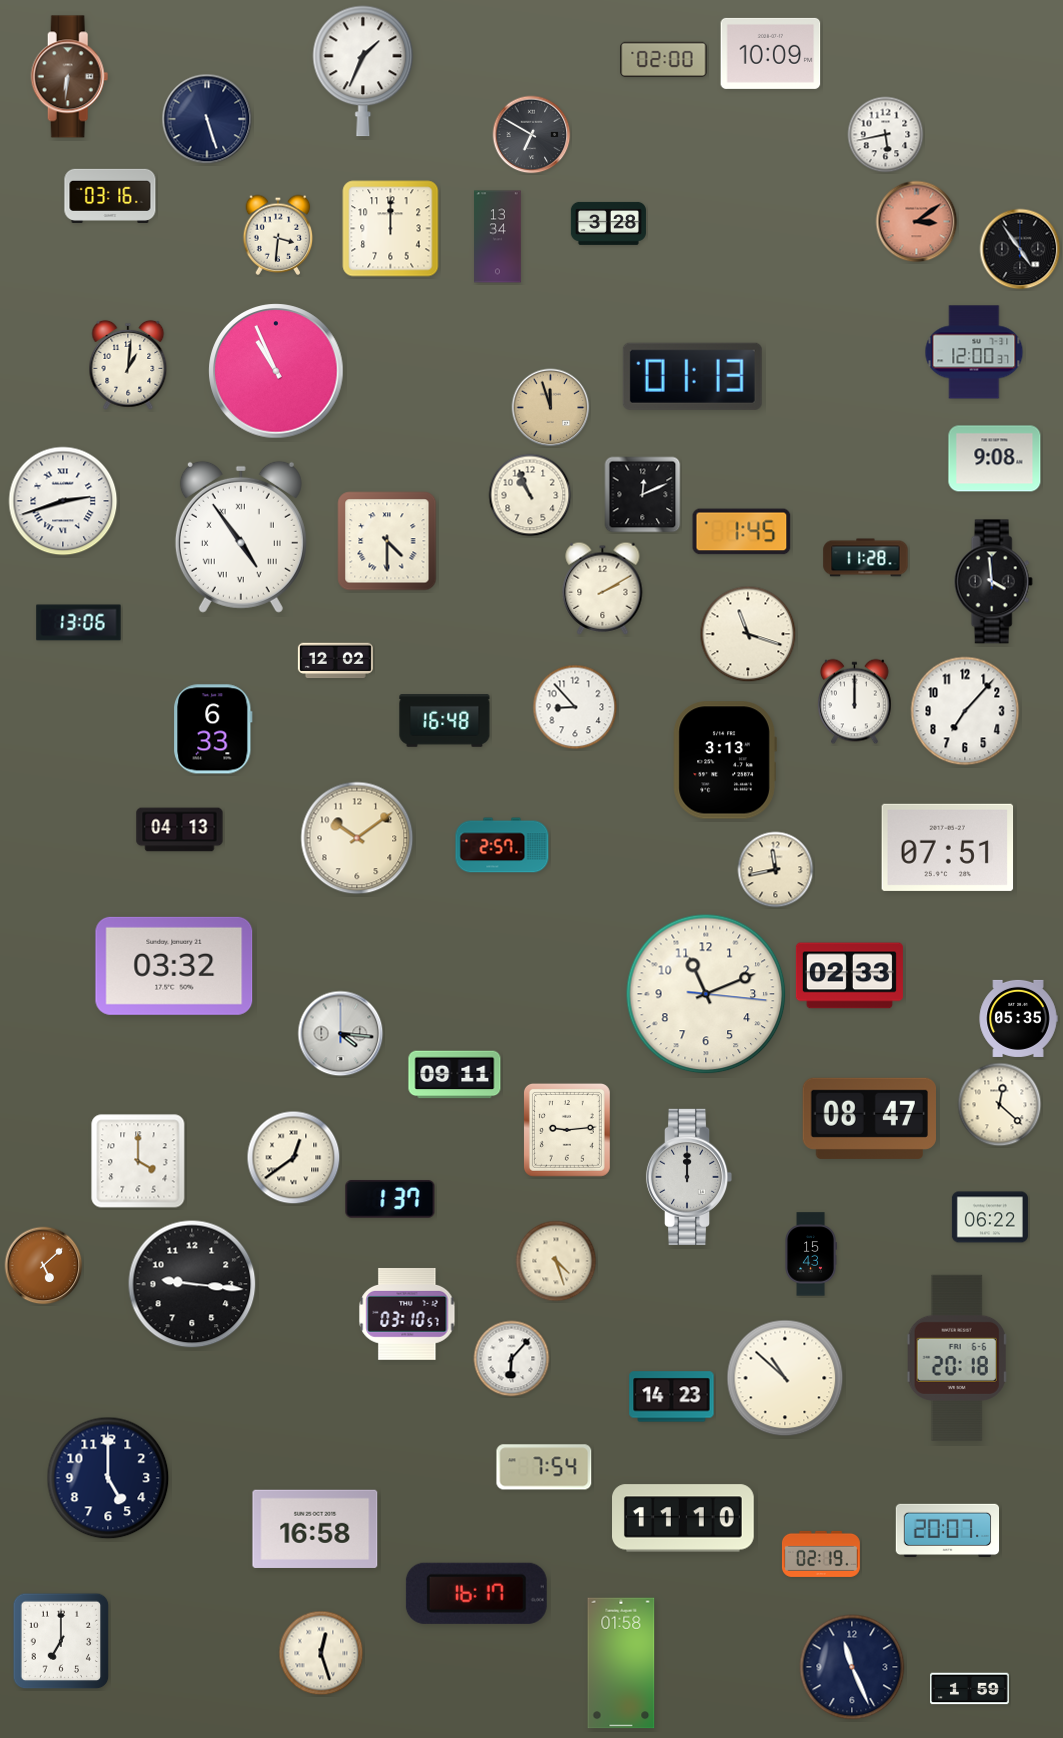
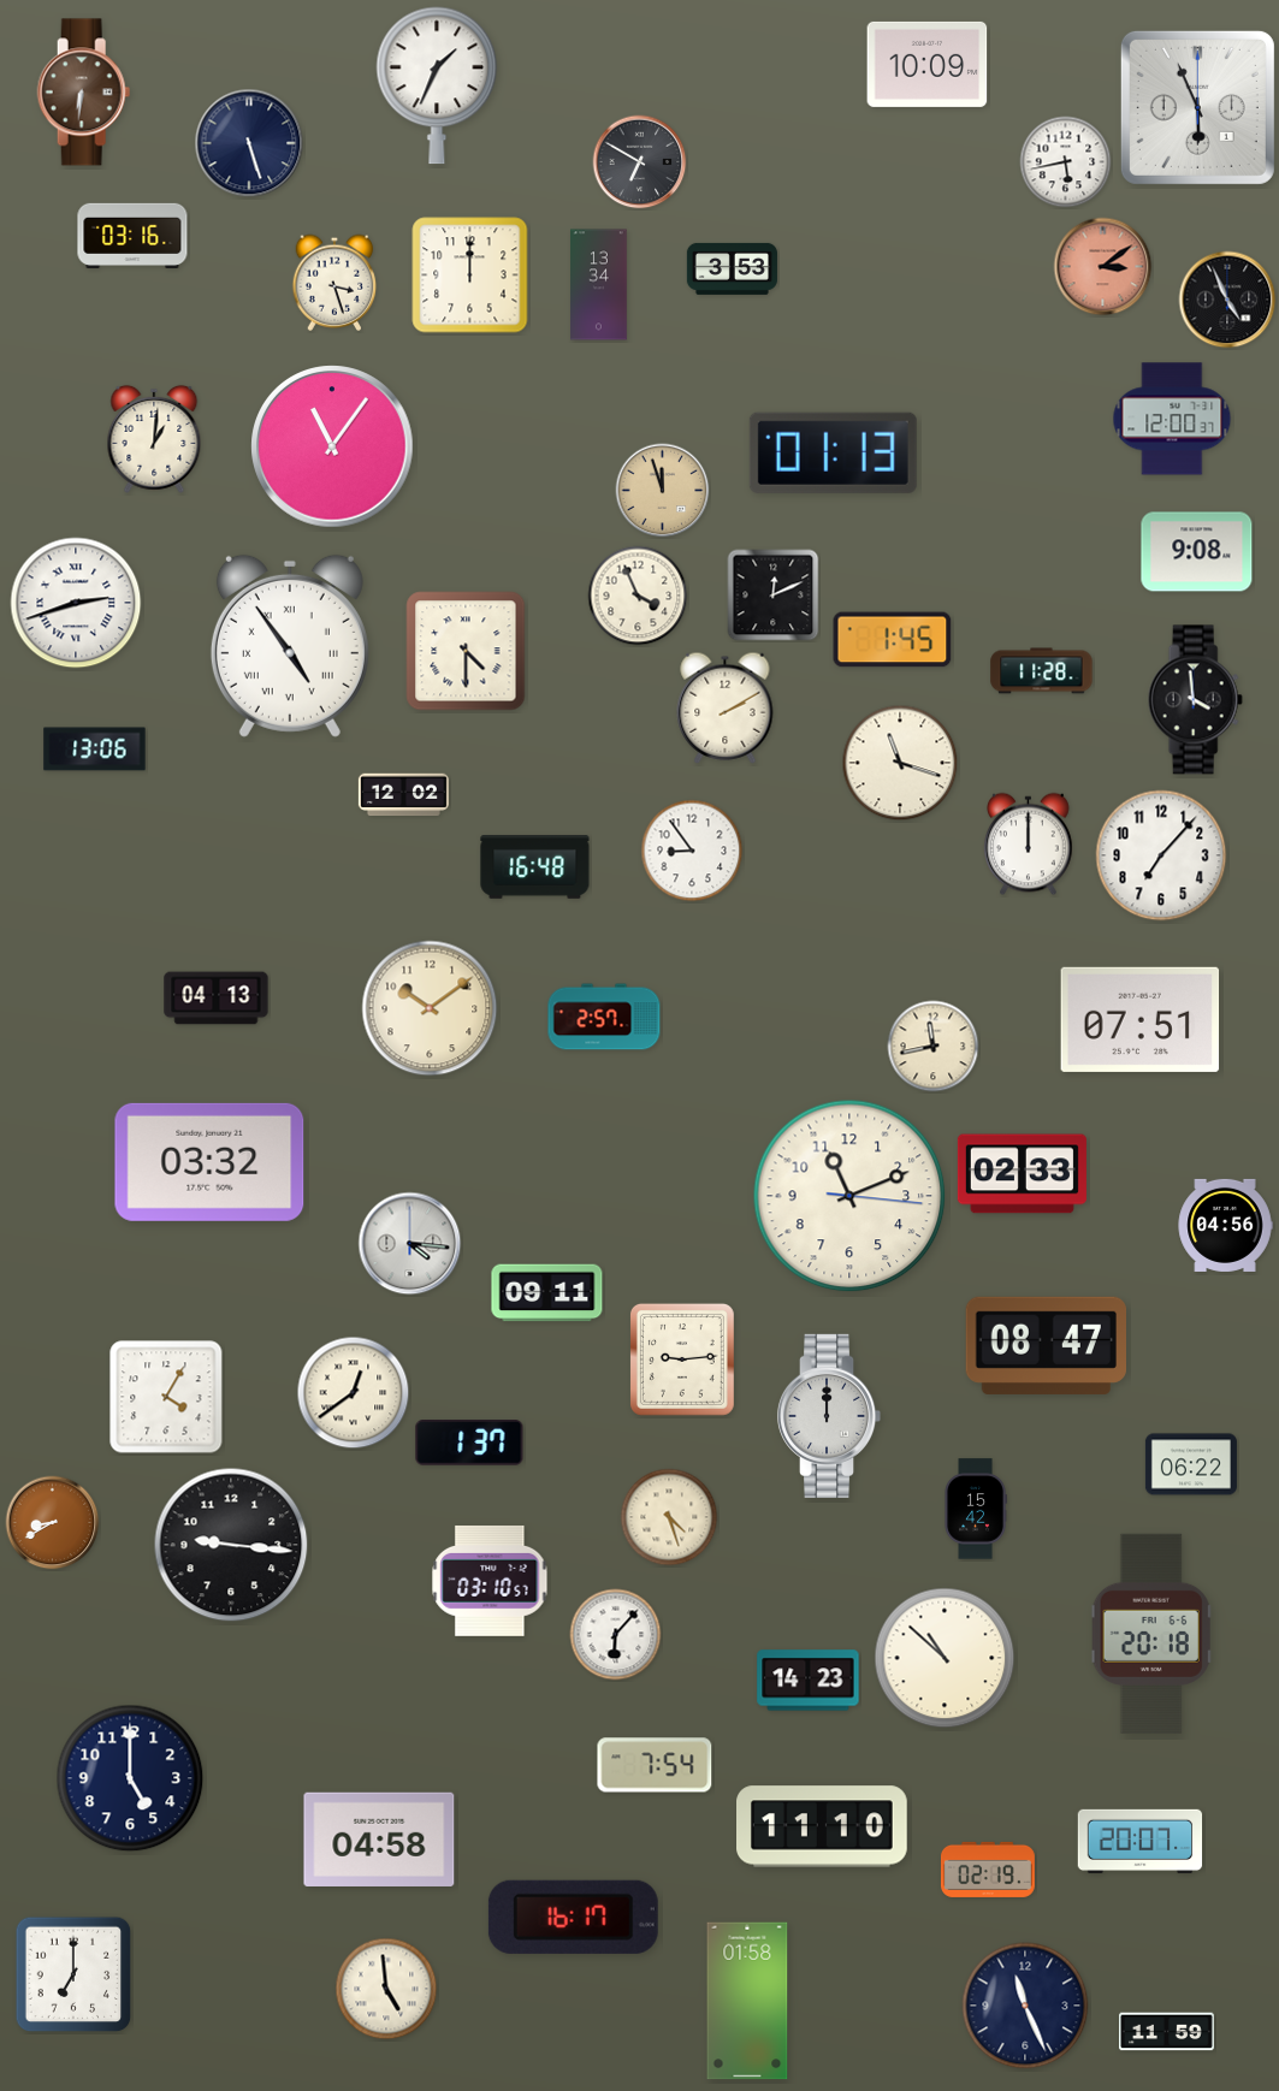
clock at (664, 60): 02:00 -> none
clock at (1197, 107): none -> 5:56
clock at (608, 223): 3:28 -> 3:53
clock at (278, 235): 3:31 -> 3:27
clock at (1020, 249): 4:54 -> 4:56
clock at (974, 352) position: (974, 352) -> (1172, 419)
clock at (276, 371): 10:56 -> 11:06
clock at (530, 495): 10:56 -> 3:56
clock at (575, 707): 8:53 -> 8:54
clock at (213, 729): 6:33 -> none
clock at (725, 760): 3:13 -> none
clock at (1018, 1018): 05:35 -> 04:56
clock at (1000, 1105): 12:22 -> none
clock at (138, 1161): 4:00 -> 4:05
clock at (811, 1254): 15:43 -> 15:42
clock at (44, 1266): 5:08 -> 8:40
clock at (315, 1529): 16:58 -> 04:58
clock at (321, 1653): 12:27 -> 4:59
clock at (970, 1689): 1:59 -> 11:59
